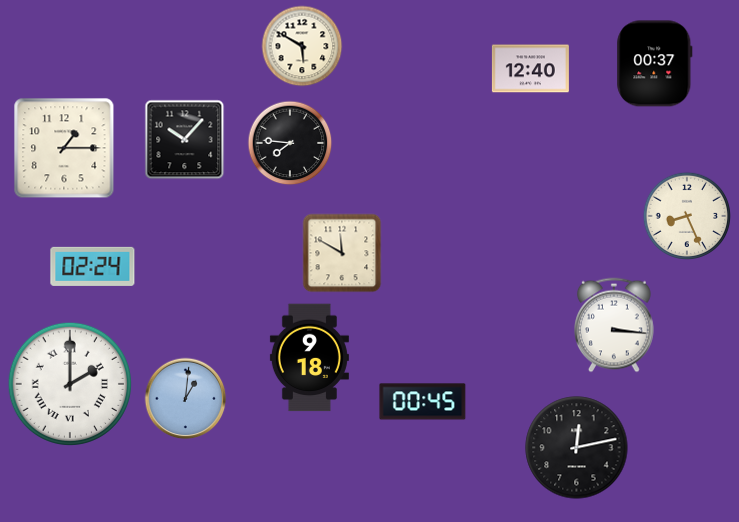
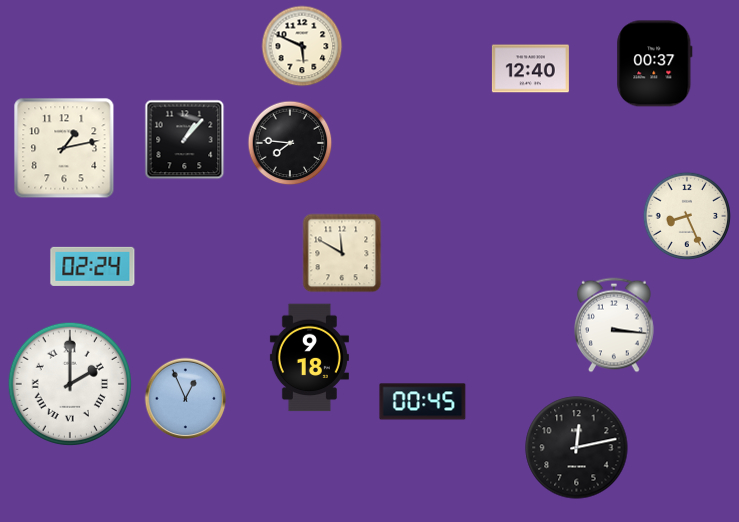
clock at (302, 46): 5:50 -> 5:49
clock at (185, 140): 10:07 -> 1:07
clock at (64, 148): 1:15 -> 1:13
clock at (186, 399): 1:01 -> 12:56
